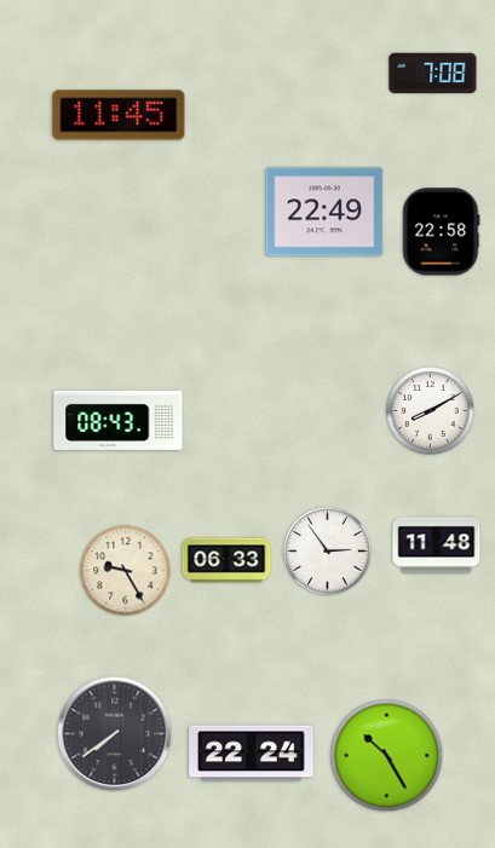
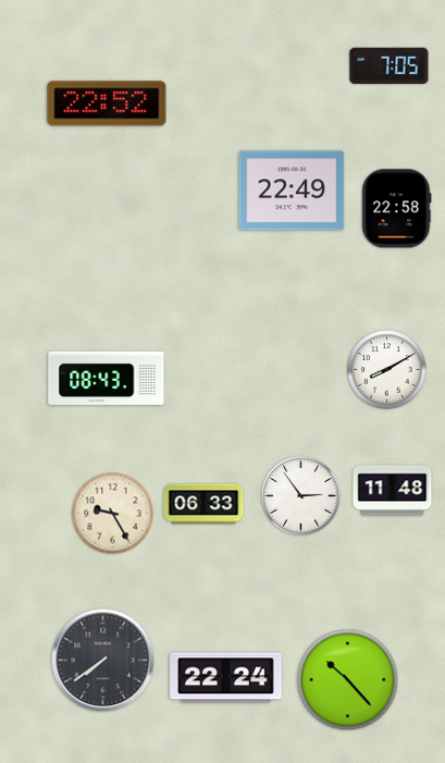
clock at (433, 74): 7:08 -> 7:05
clock at (119, 115): 11:45 -> 22:52
clock at (328, 552) position: (328, 552) -> (301, 496)
clock at (387, 756): 10:25 -> 10:23
